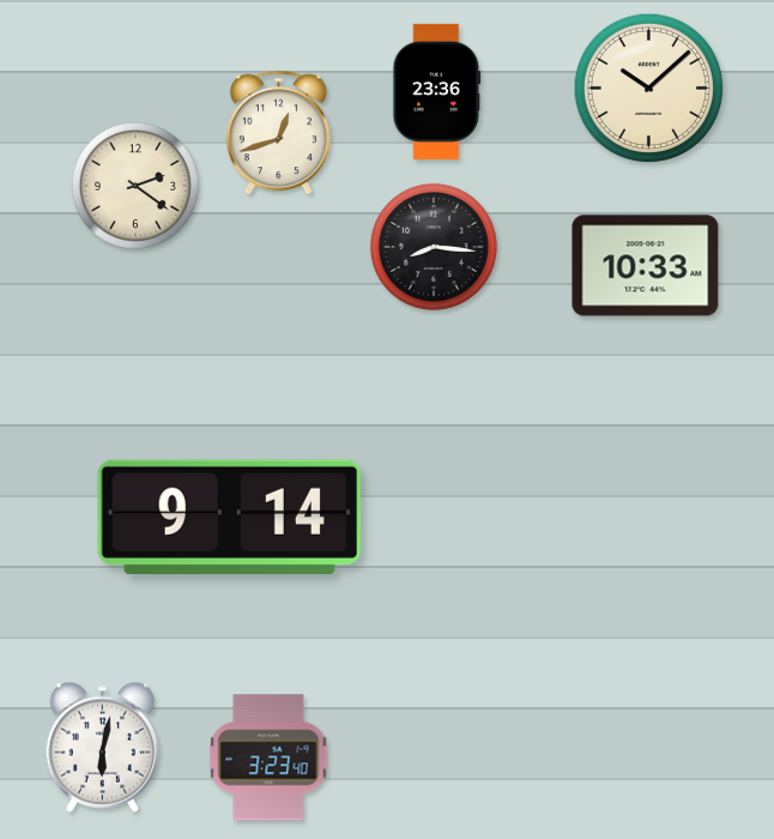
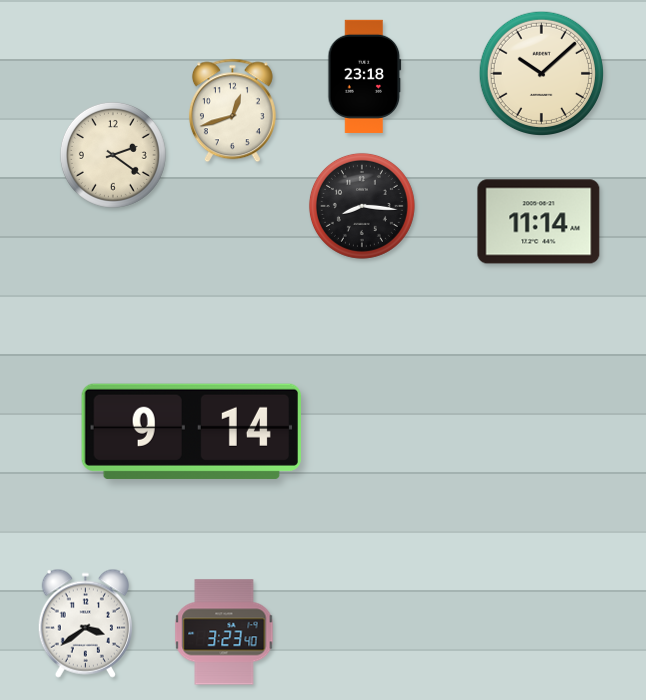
clock at (437, 91): 23:36 -> 23:18
clock at (646, 266): 10:33 -> 11:14
clock at (102, 747): 6:02 -> 3:39
